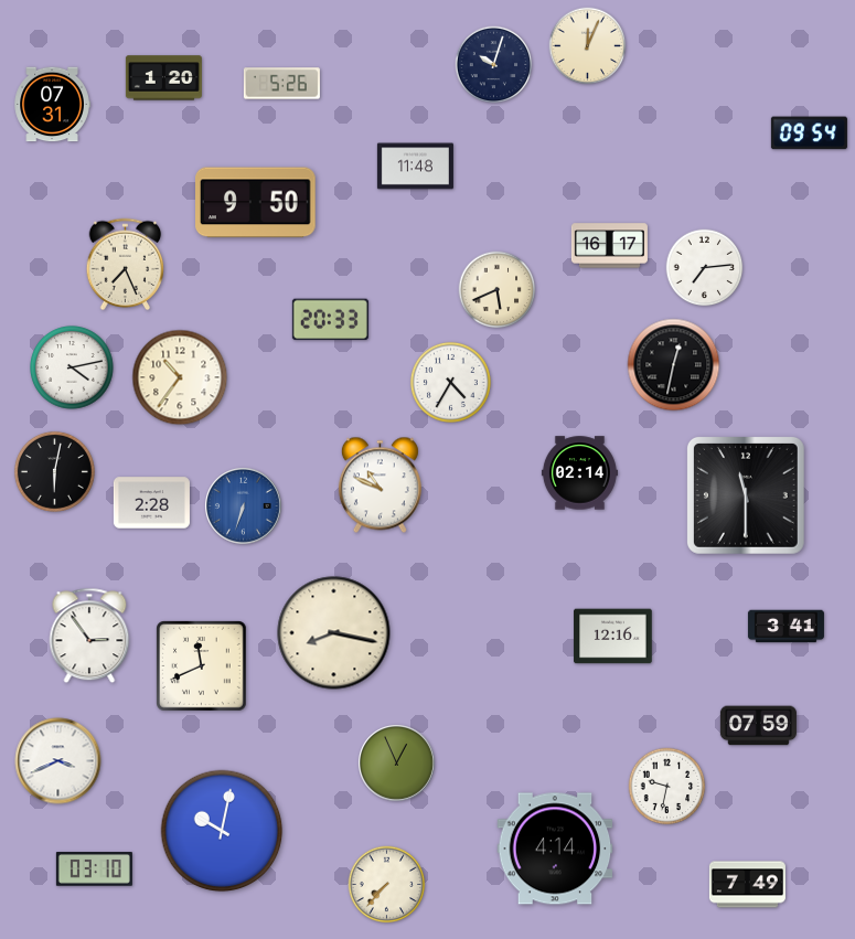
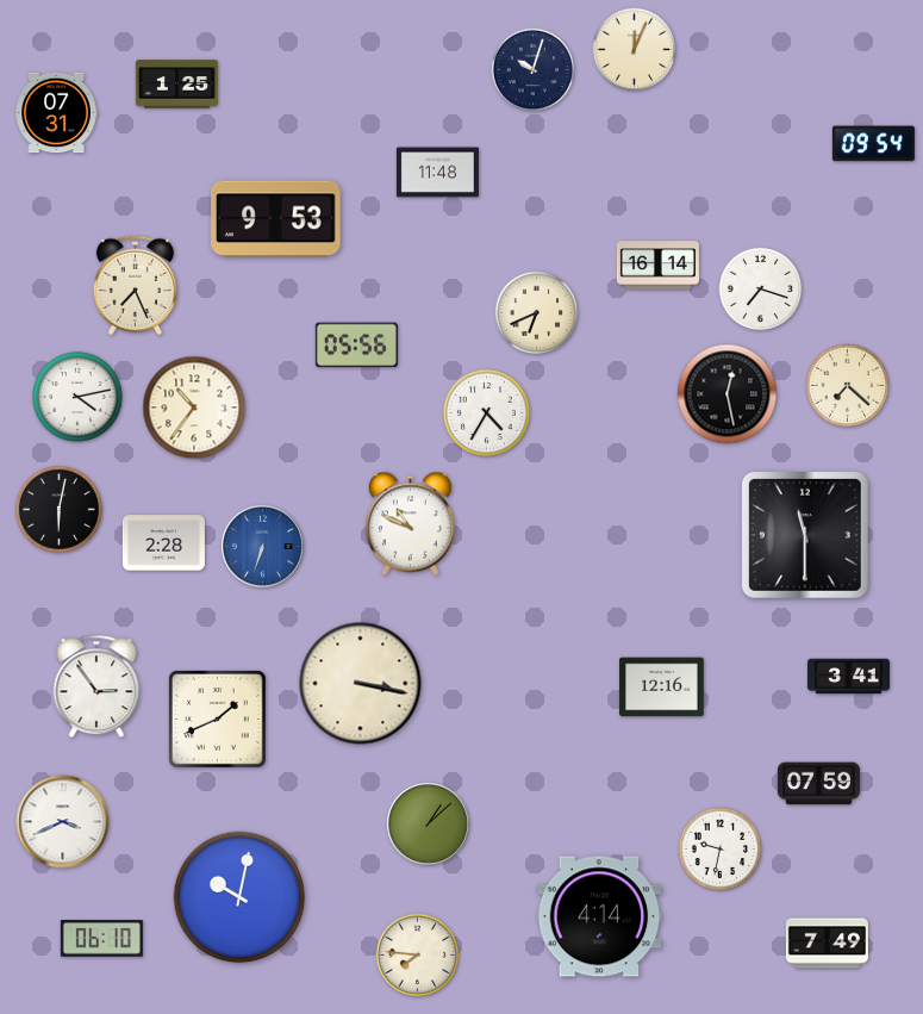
clock at (163, 78): 1:20 -> 1:25
clock at (281, 84): 5:26 -> none
clock at (415, 167) position: (415, 167) -> (437, 173)
clock at (256, 203): 9:50 -> 9:53
clock at (609, 246): 16:17 -> 16:14
clock at (705, 268): 7:14 -> 7:18
clock at (498, 290): 5:41 -> 6:41
clock at (330, 320): 20:33 -> 05:56
clock at (848, 386): none -> 7:22
clock at (674, 365): 12:32 -> 12:28
clock at (579, 473): 02:14 -> none
clock at (334, 633): 8:17 -> 3:17
clock at (202, 666): 11:41 -> 1:41
clock at (397, 764): 12:56 -> 1:08
clock at (94, 869): 03:10 -> 06:10
clock at (387, 885): 7:37 -> 7:46
clock at (747, 885) position: (747, 885) -> (827, 944)
